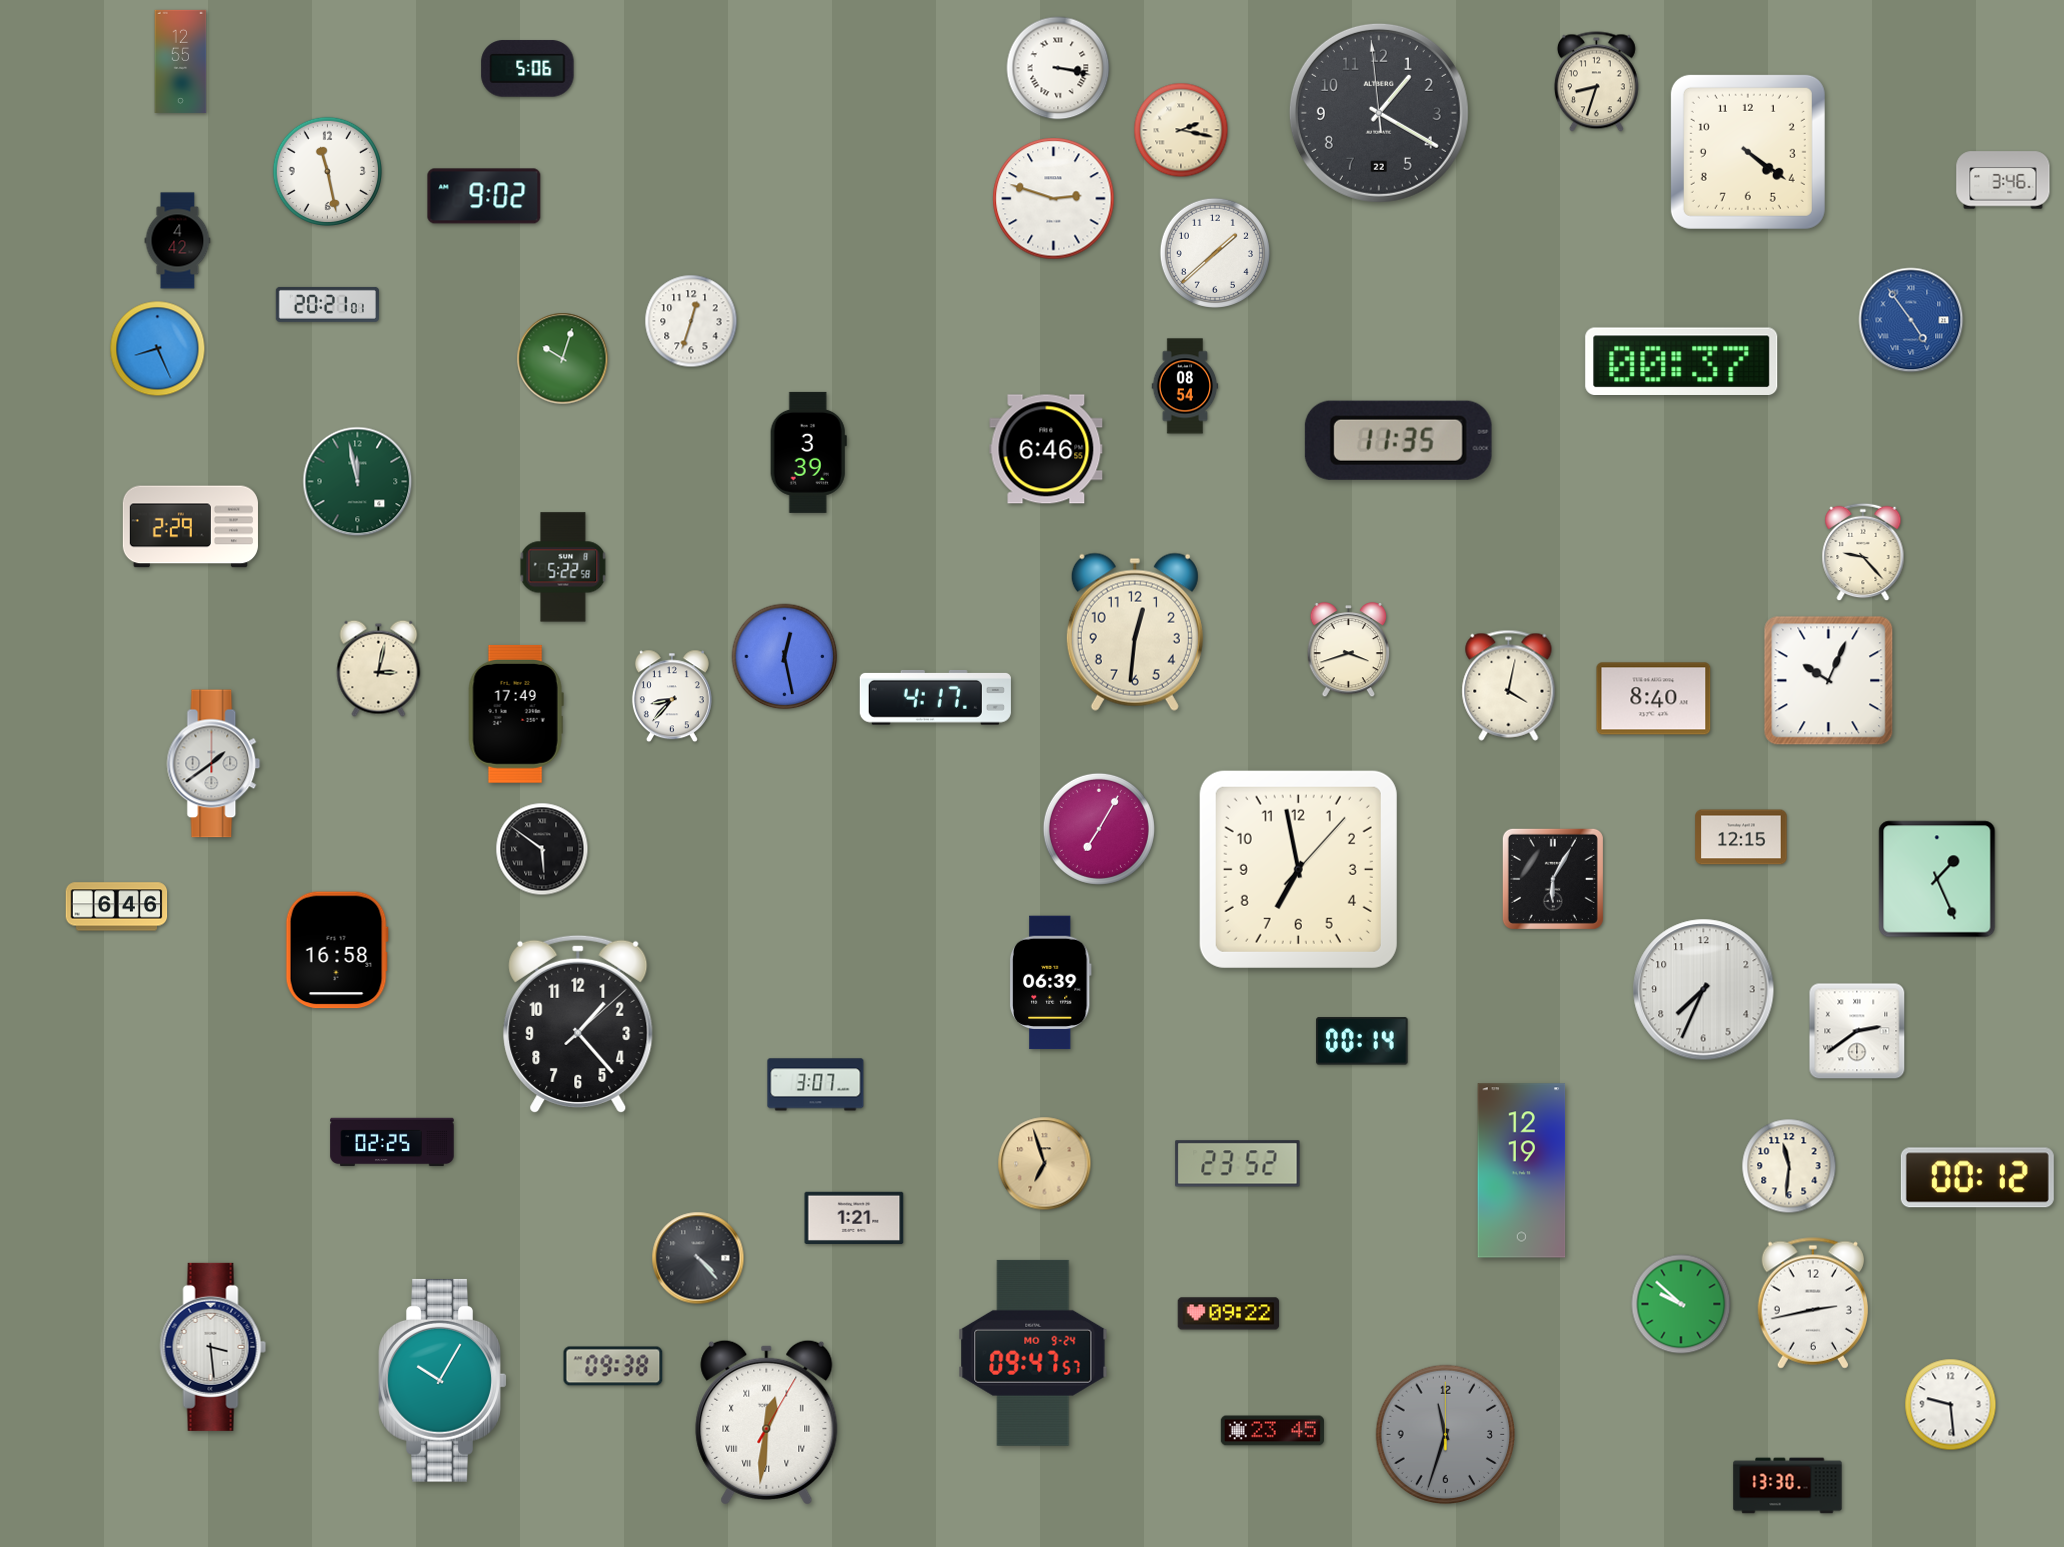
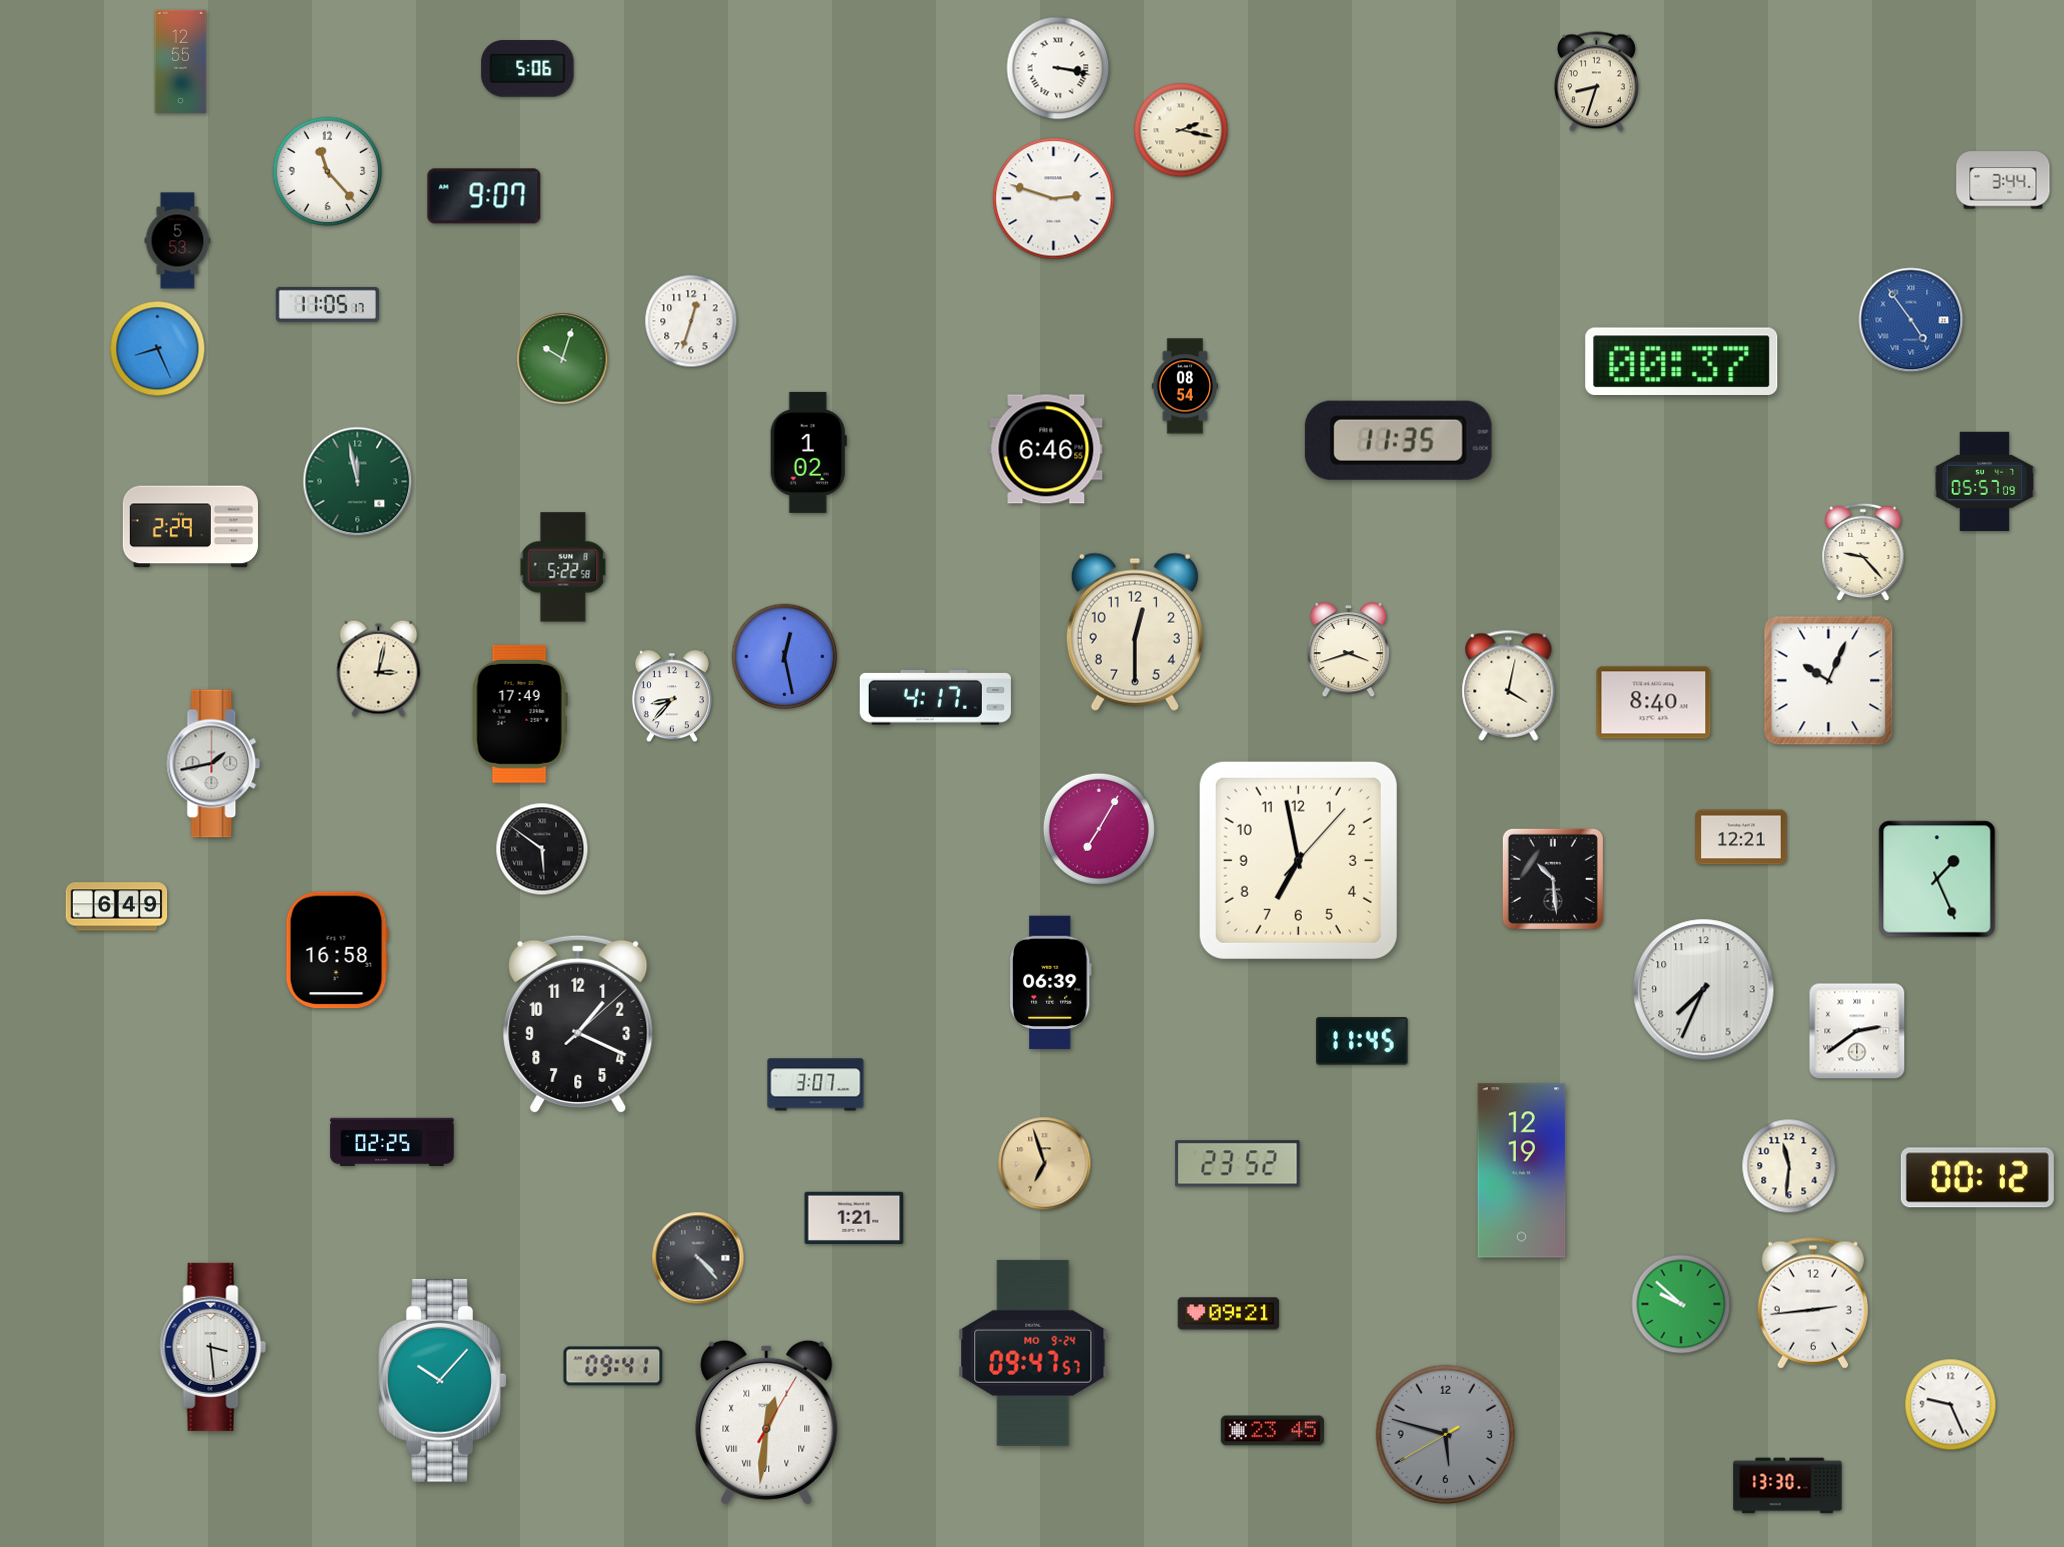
clock at (1379, 113): 1:19 -> none
clock at (1748, 152): 4:21 -> none
clock at (327, 171): 11:28 -> 11:23
clock at (2003, 180): 3:46 -> 3:44
clock at (484, 196): 9:02 -> 9:07
clock at (178, 241): 4:42 -> 5:53
clock at (1215, 253): 1:38 -> none
clock at (327, 304): 20:21 -> 11:05
clock at (808, 452): 3:39 -> 1:02
clock at (1985, 481): none -> 05:57
clock at (1135, 632): 12:31 -> 12:30
clock at (1654, 699) position: (1654, 699) -> (1654, 703)
clock at (516, 714) position: (516, 714) -> (520, 714)
clock at (214, 764): 1:39 -> 1:43
clock at (1741, 837): 12:15 -> 12:21
clock at (1298, 869) position: (1298, 869) -> (1298, 860)
clock at (1553, 879): 6:05 -> 10:29
clock at (117, 907): 6:46 -> 6:49
clock at (578, 1024): 1:23 -> 1:19
clock at (1362, 1041): 00:14 -> 11:45
clock at (1812, 1303): 2:43 -> 2:44
clock at (1229, 1314): 09:22 -> 09:21
clock at (613, 1366): 09:38 -> 09:41
clock at (443, 1380): 10:05 -> 10:07
clock at (1951, 1405): 9:29 -> 9:26
clock at (1446, 1435): 11:33 -> 5:47
